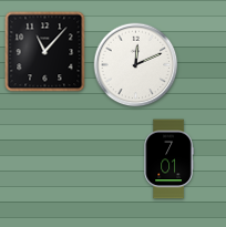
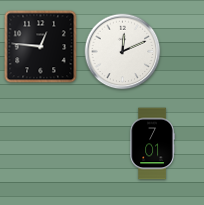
clock at (45, 52): 11:07 -> 12:46
clock at (136, 65) position: (136, 65) -> (123, 52)
